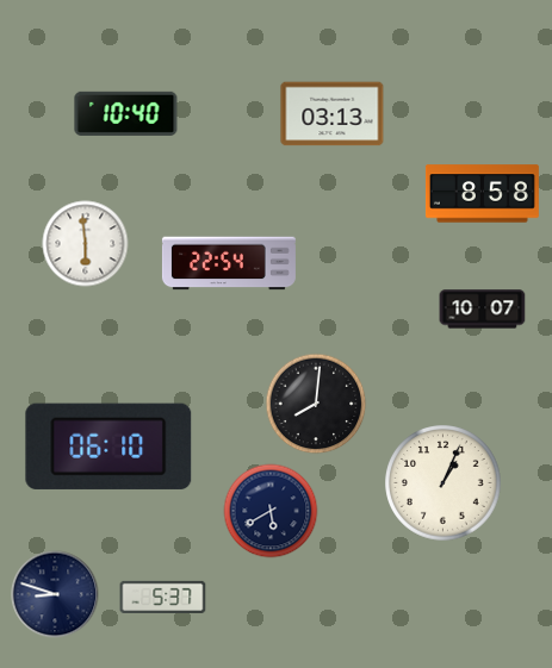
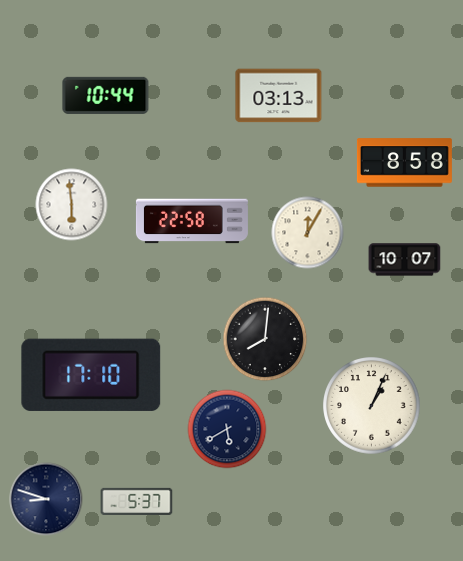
clock at (126, 113): 10:40 -> 10:44
clock at (229, 263): 22:54 -> 22:58
clock at (308, 233): none -> 12:05
clock at (108, 447): 06:10 -> 17:10
